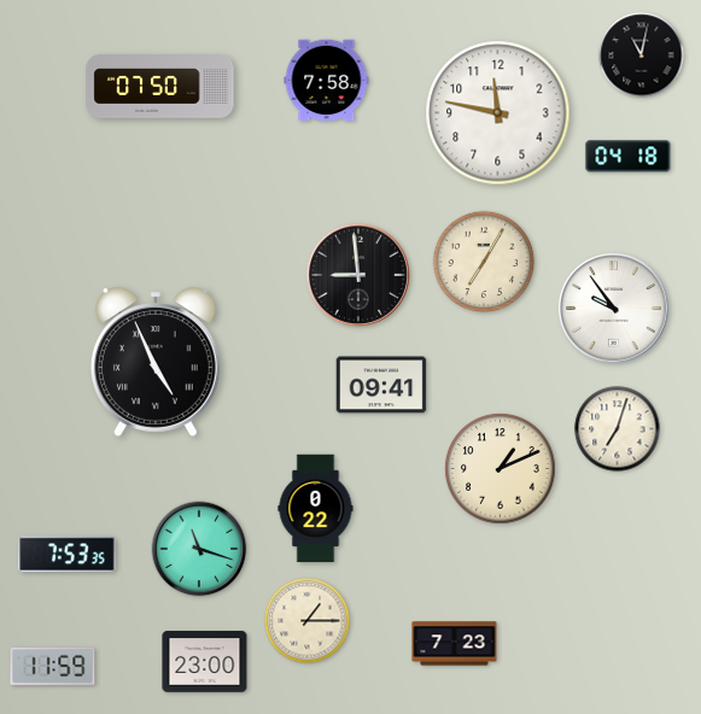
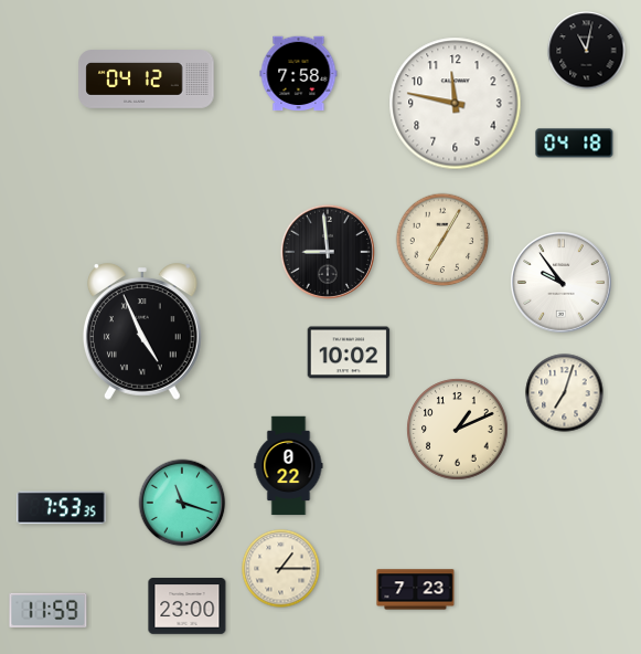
clock at (160, 87): 07:50 -> 04:12
clock at (381, 385): 09:41 -> 10:02
